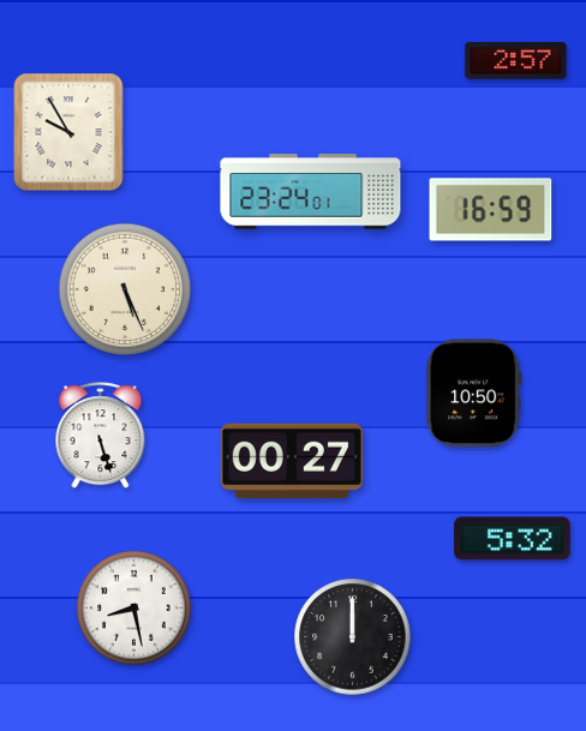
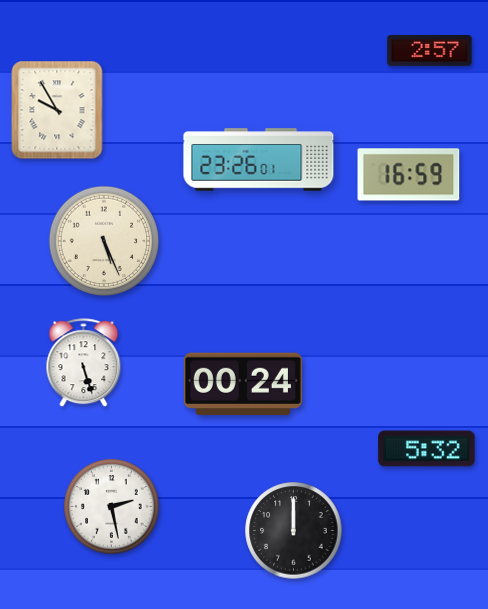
clock at (311, 192): 23:24 -> 23:26
clock at (474, 394): 10:50 -> none
clock at (292, 461): 00:27 -> 00:24
clock at (134, 609): 8:28 -> 2:28
